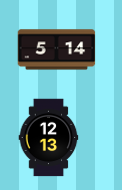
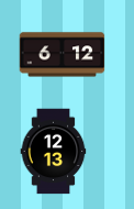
clock at (56, 50): 5:14 -> 6:12
